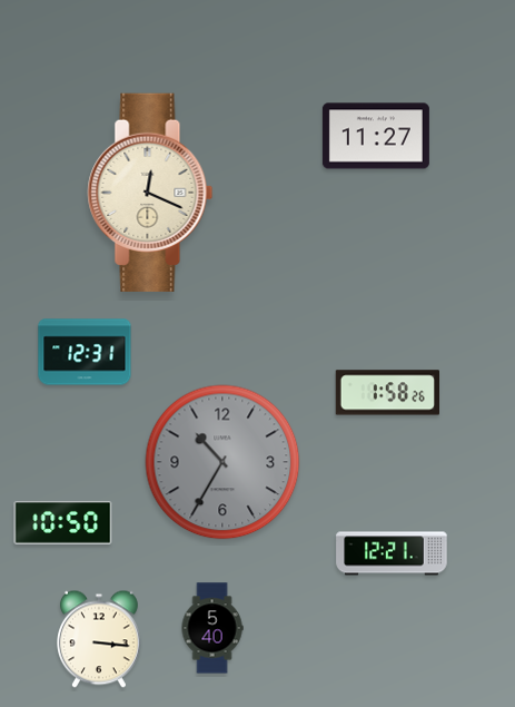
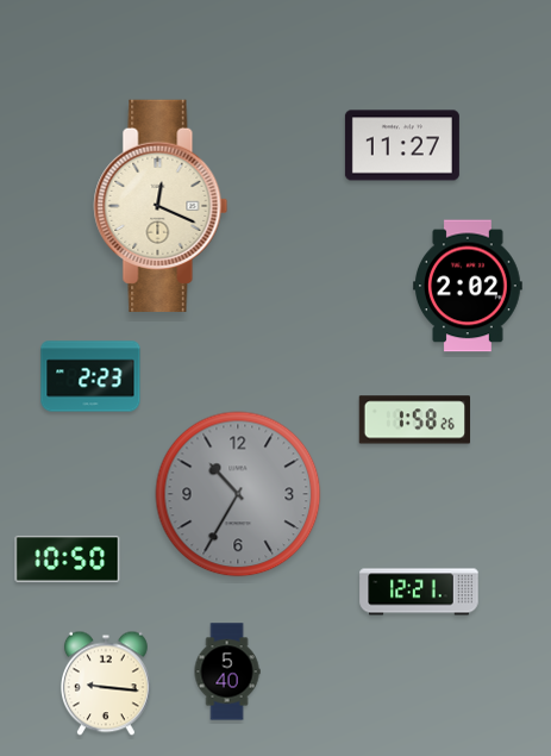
clock at (469, 286): none -> 2:02
clock at (85, 352): 12:31 -> 2:23
clock at (99, 639): 3:16 -> 9:16
